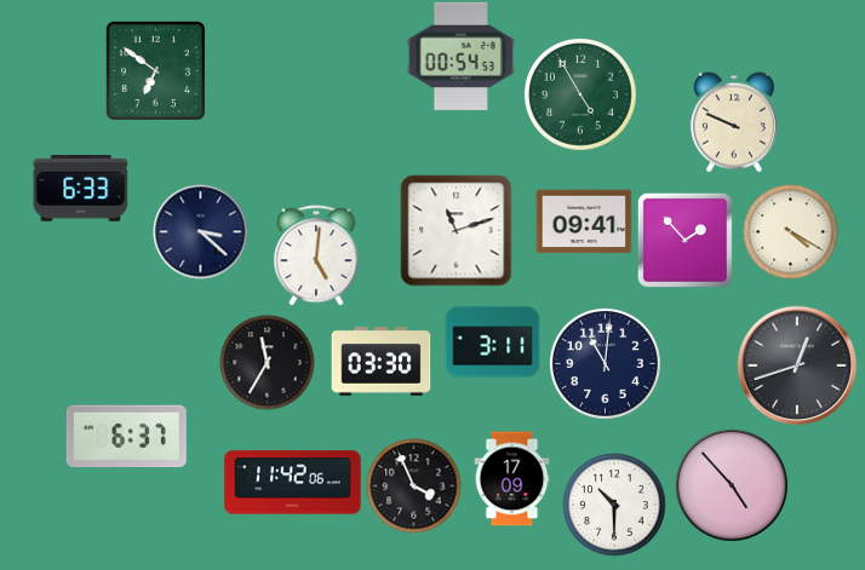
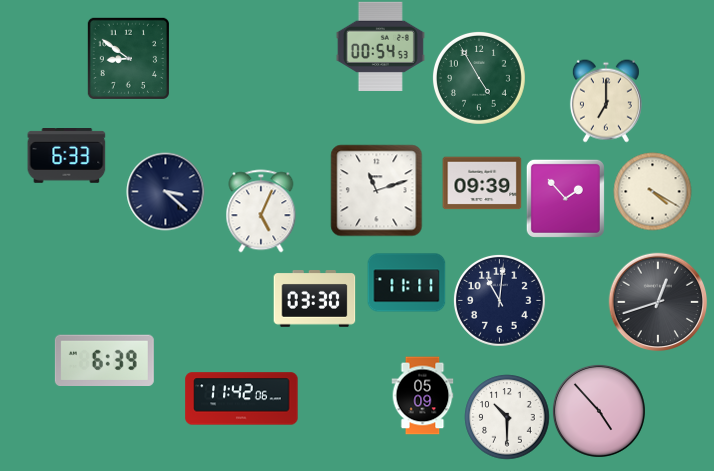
clock at (155, 70): 6:51 -> 8:51
clock at (734, 122): 9:49 -> 7:00
clock at (584, 221): 09:41 -> 09:39
clock at (316, 255): 5:01 -> 5:04
clock at (492, 342): 3:11 -> 11:11
clock at (267, 362): 11:35 -> none
clock at (126, 436): 6:37 -> 6:39
clock at (512, 478): 17:09 -> 05:09
clock at (413, 485): 3:56 -> none
clock at (732, 485) position: (732, 485) -> (599, 411)
